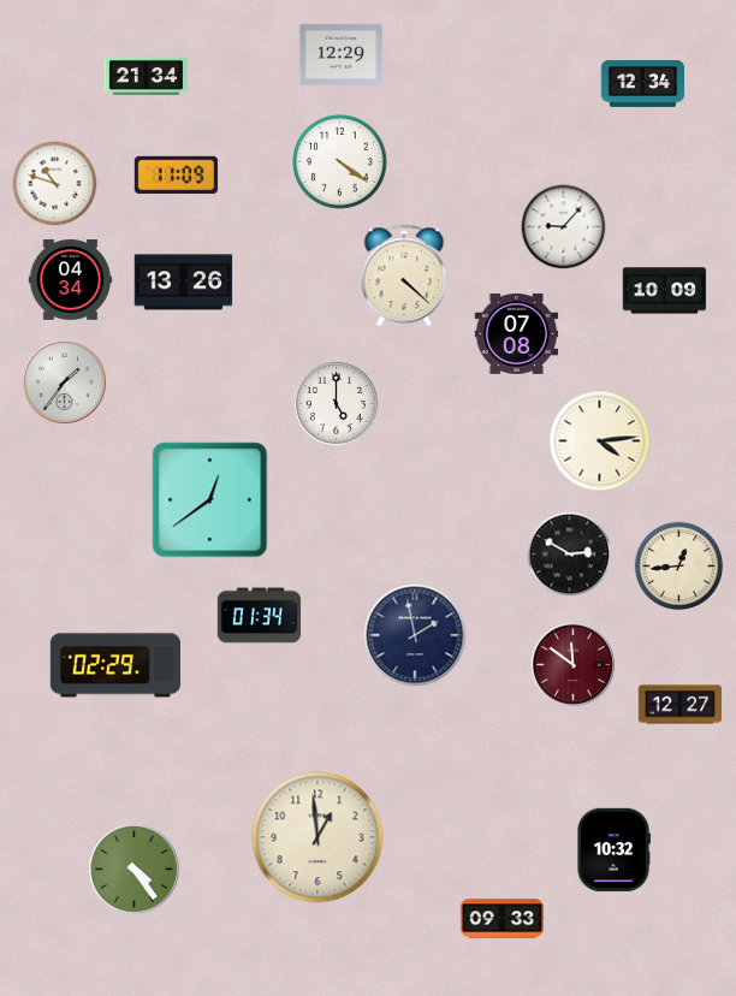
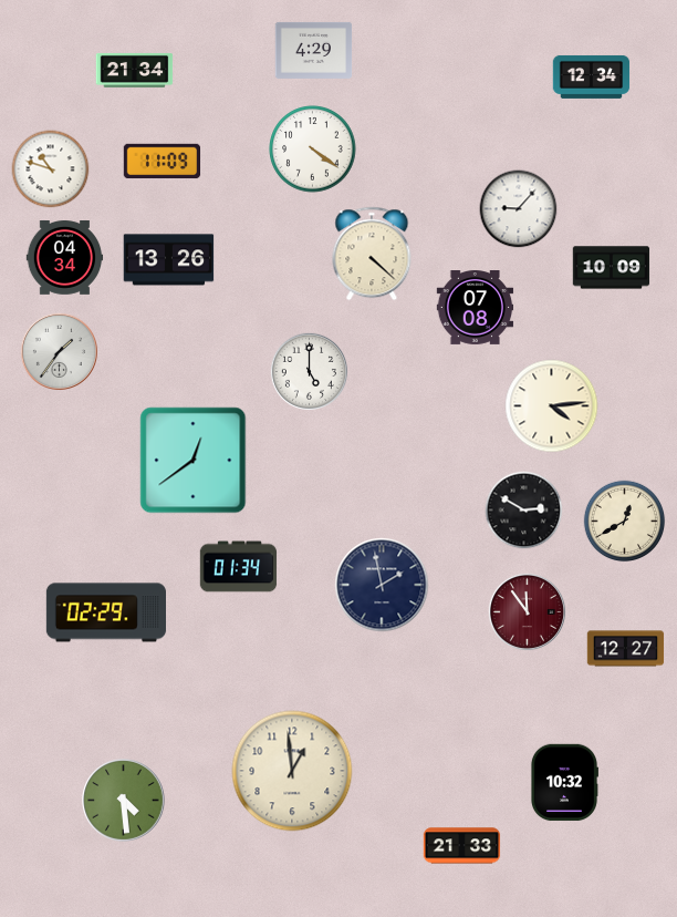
clock at (342, 54): 12:29 -> 4:29
clock at (679, 567): 12:44 -> 12:40
clock at (572, 664): 11:51 -> 11:54
clock at (135, 870): 4:24 -> 4:29
clock at (503, 919): 09:33 -> 21:33
